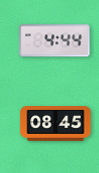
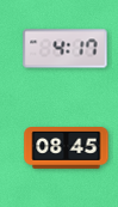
clock at (55, 41): 4:44 -> 4:17
